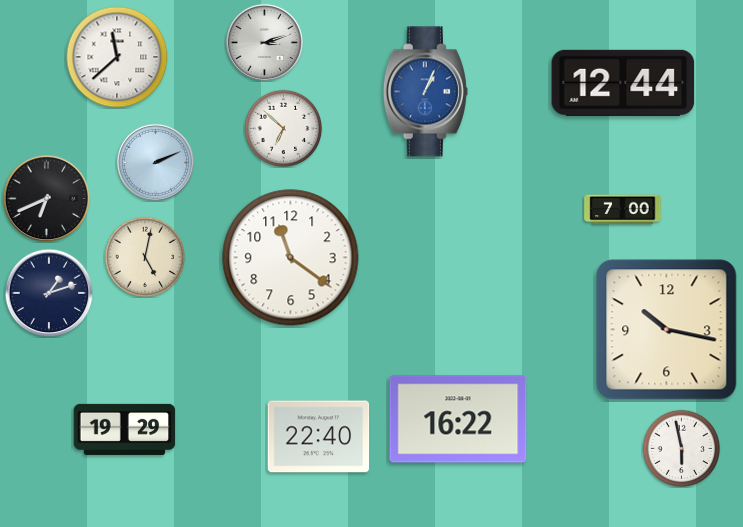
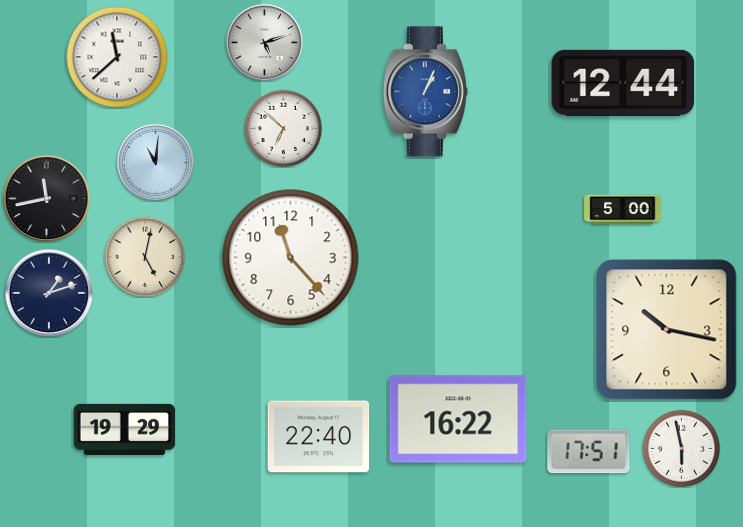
clock at (264, 42): 3:12 -> 5:12
clock at (155, 162): 2:11 -> 11:01
clock at (46, 198): 6:41 -> 11:43
clock at (623, 210): 7:00 -> 5:00
clock at (291, 258): 11:21 -> 11:23
clock at (589, 452): none -> 17:51
